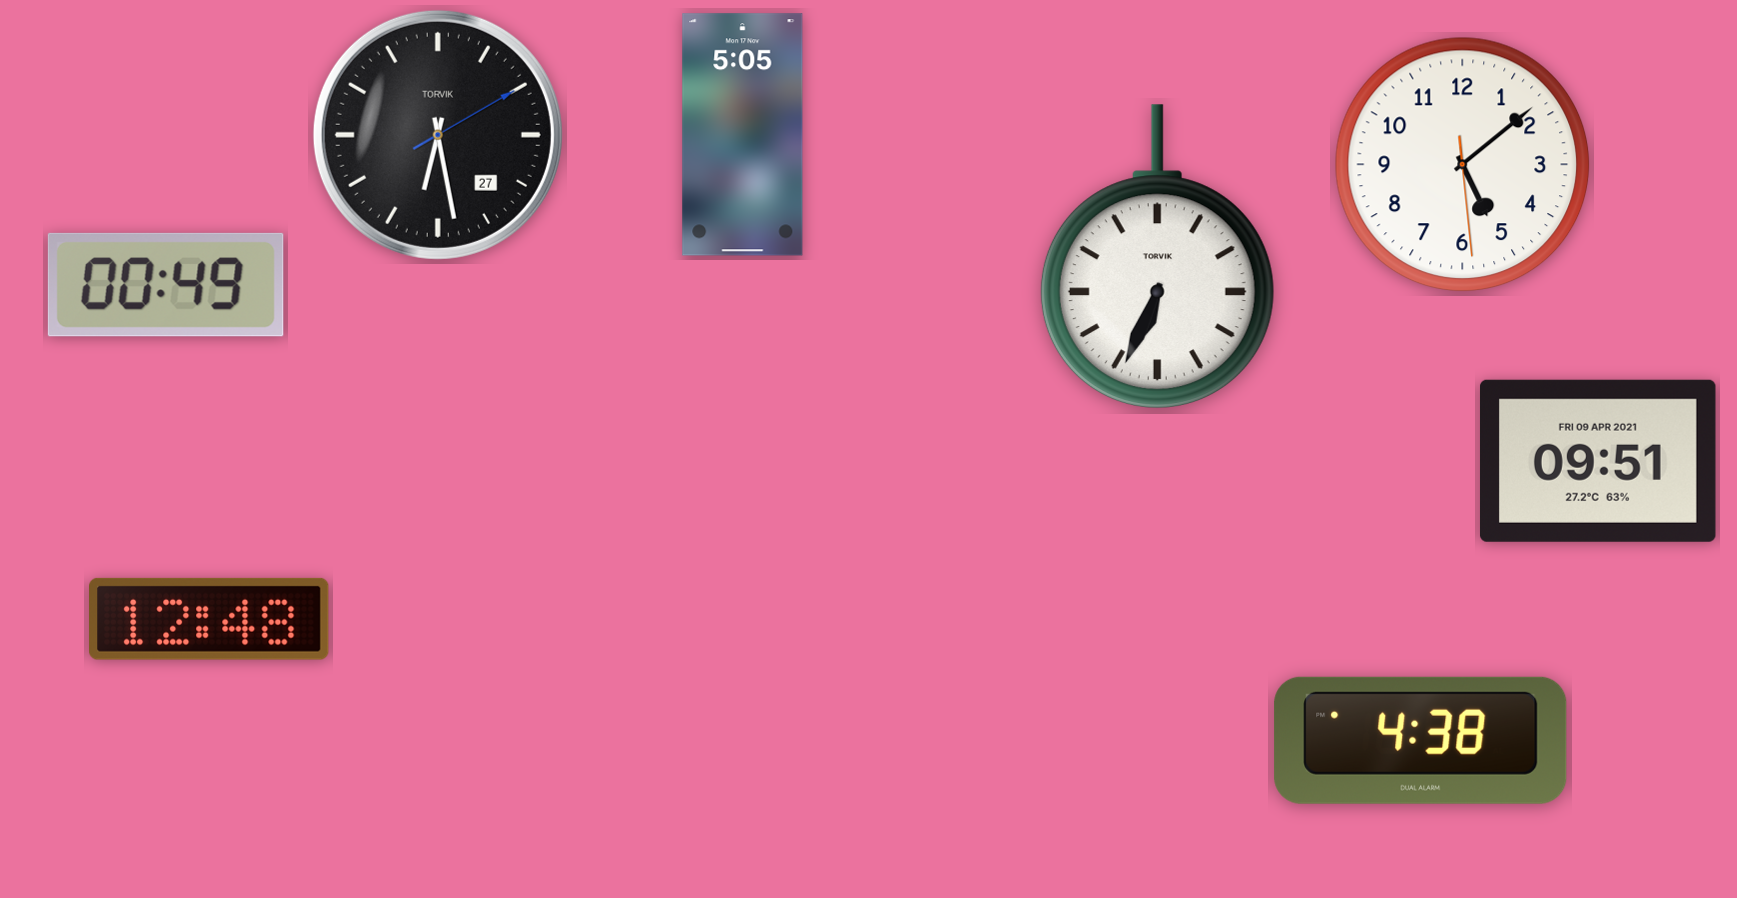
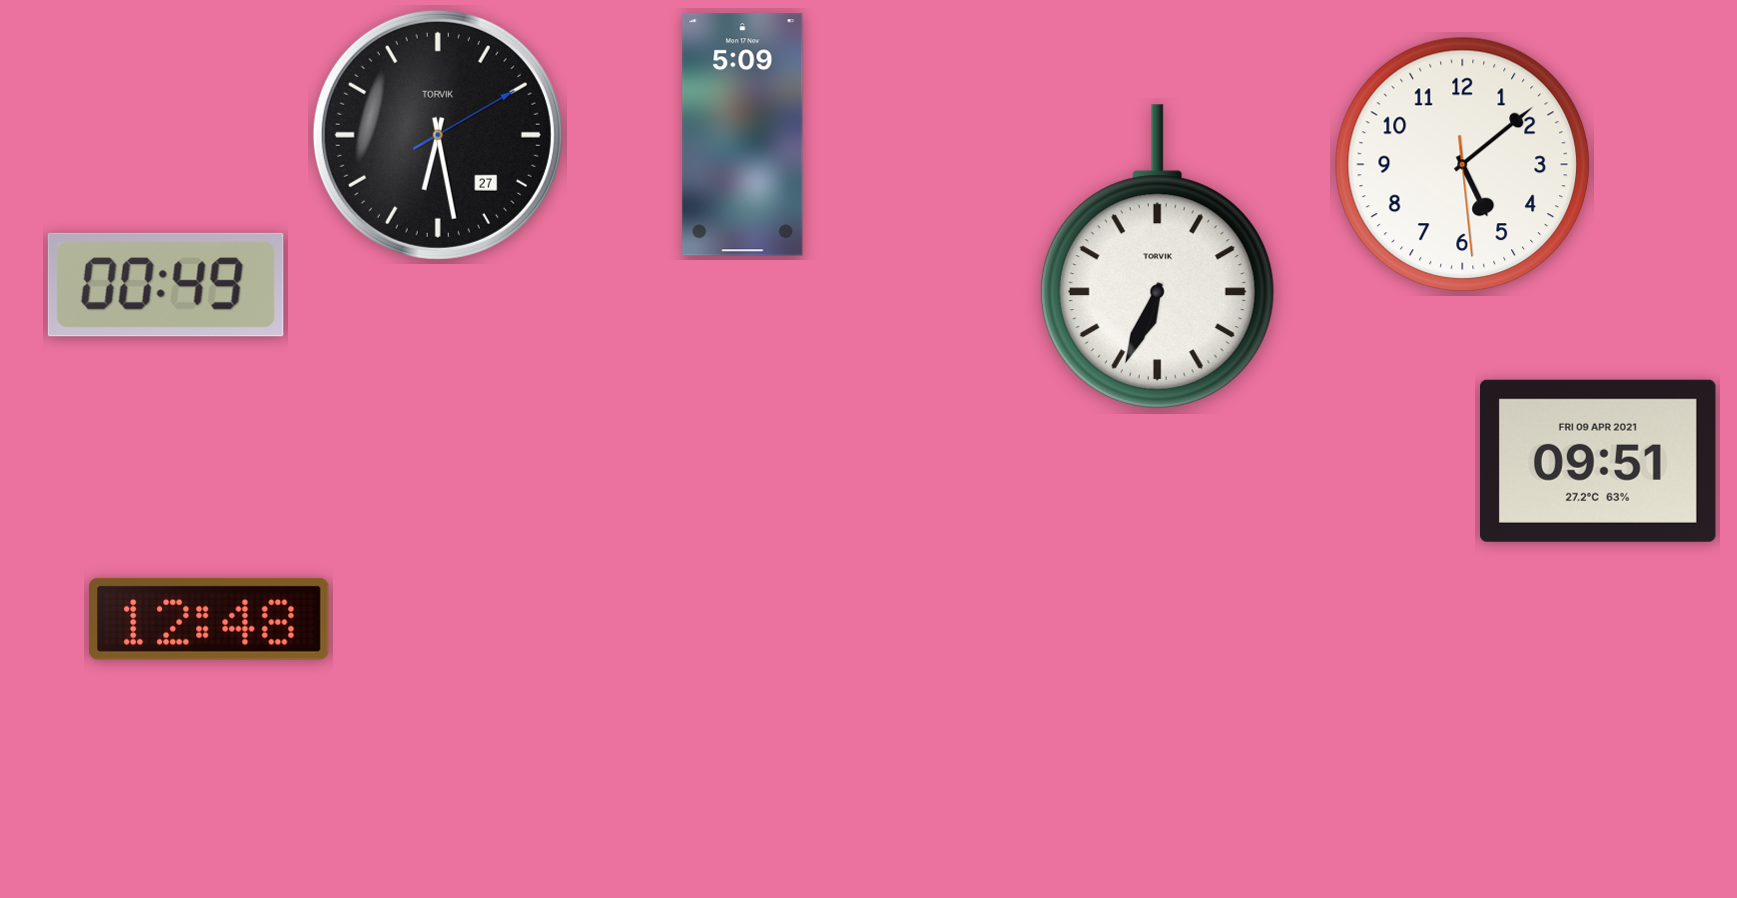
clock at (743, 135): 5:05 -> 5:09
clock at (1421, 740): 4:38 -> none
